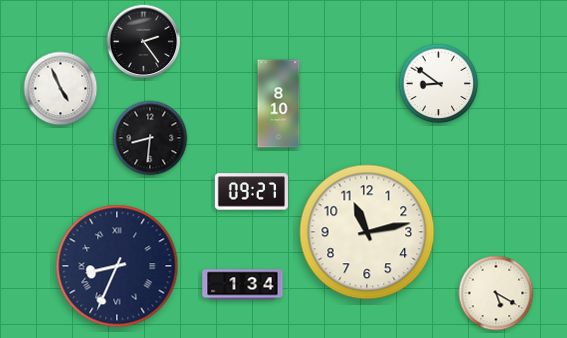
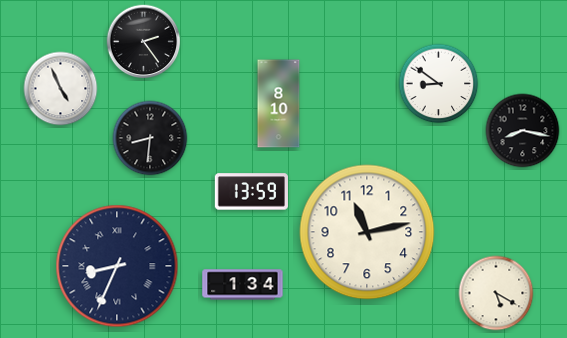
clock at (523, 131): none -> 8:17
clock at (251, 192): 09:27 -> 13:59
